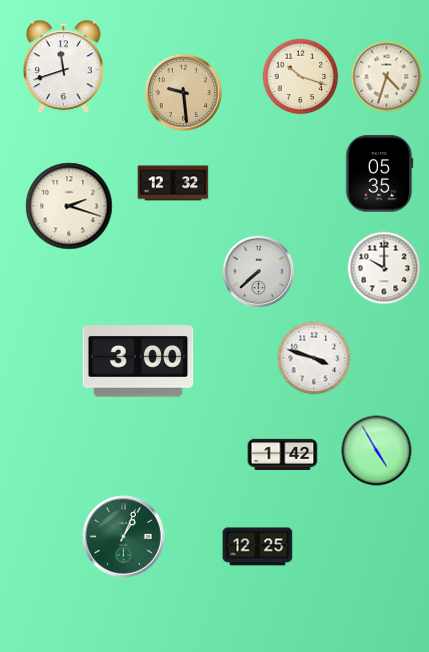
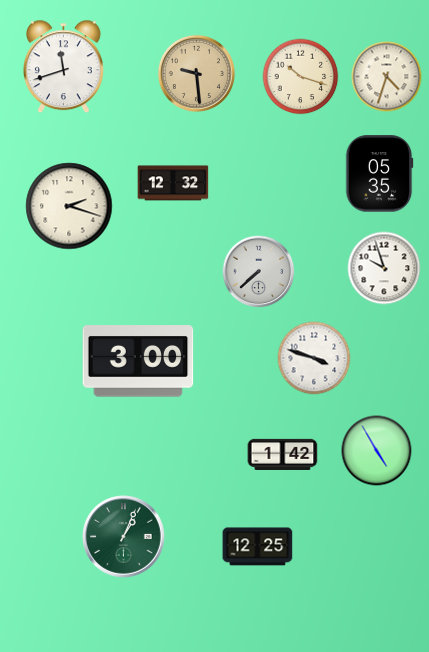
clock at (183, 92) position: (183, 92) -> (196, 73)
clock at (384, 268): 10:00 -> 9:57
